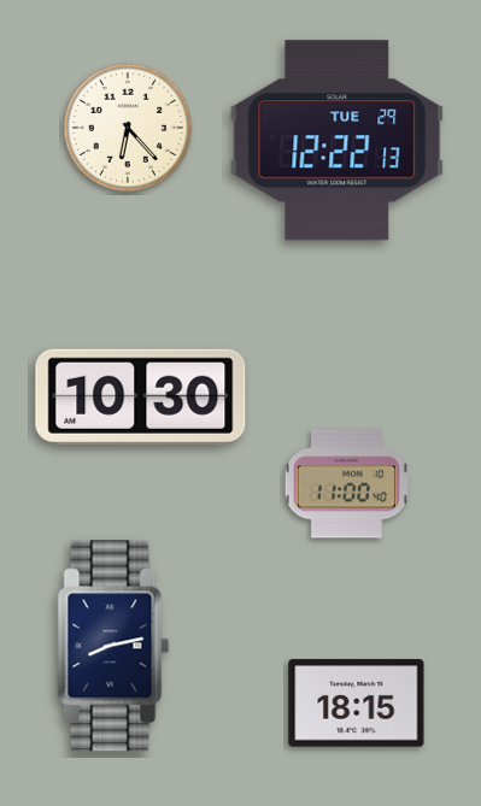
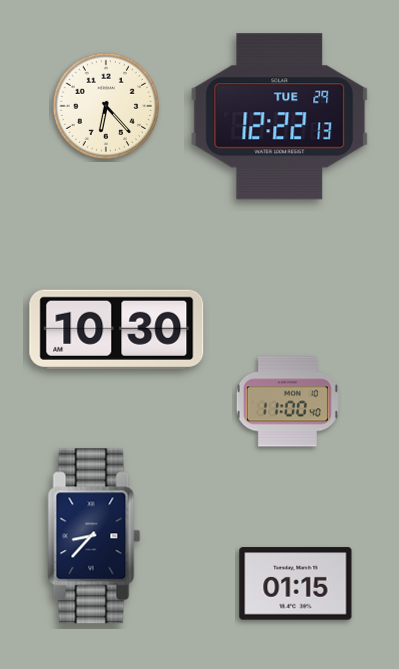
clock at (113, 646): 8:13 -> 8:37
clock at (357, 704): 18:15 -> 01:15
